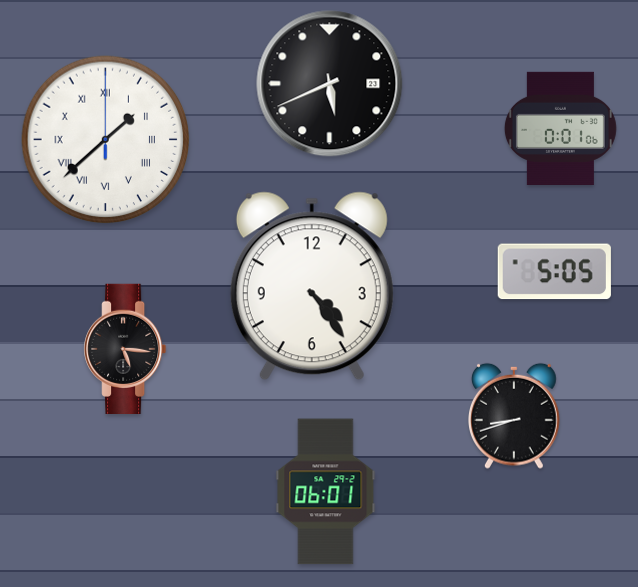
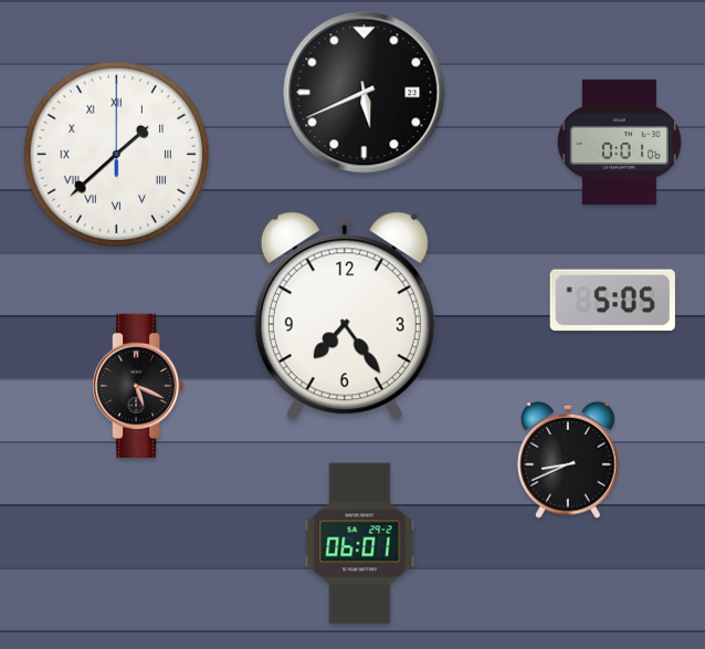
clock at (312, 286): 4:24 -> 7:24
clock at (126, 348): 5:16 -> 5:19
clock at (515, 416): 8:42 -> 8:41
